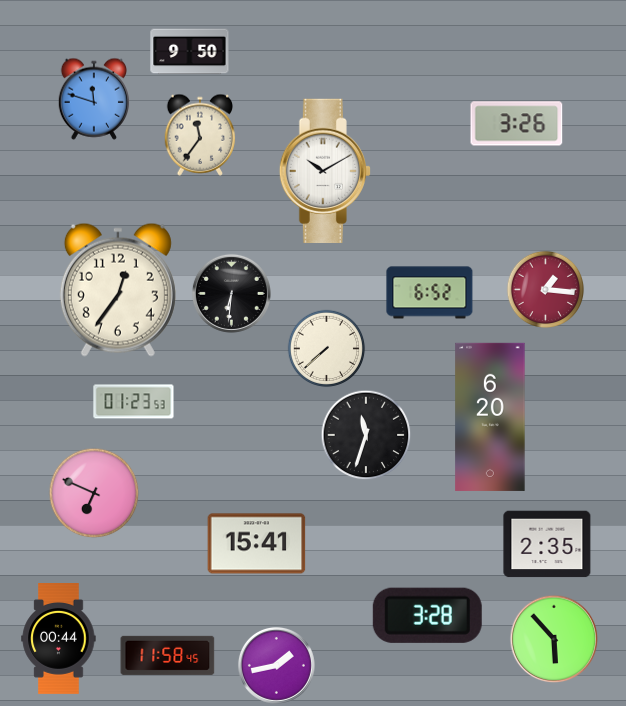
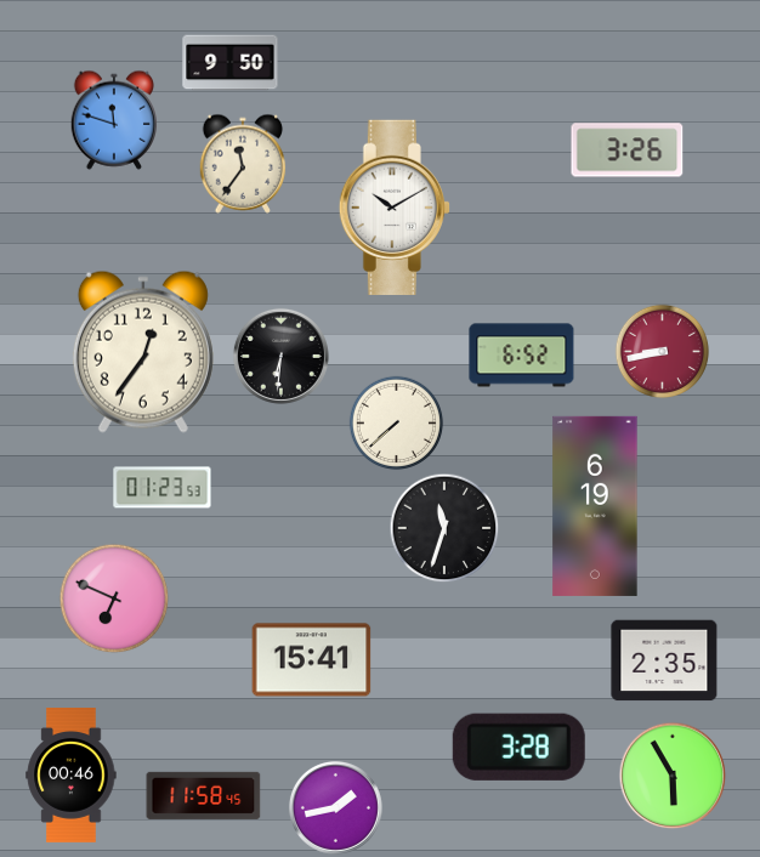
clock at (545, 289): 1:16 -> 8:43
clock at (490, 417): 6:20 -> 6:19
clock at (59, 639): 00:44 -> 00:46
clock at (554, 639): 5:53 -> 5:55
